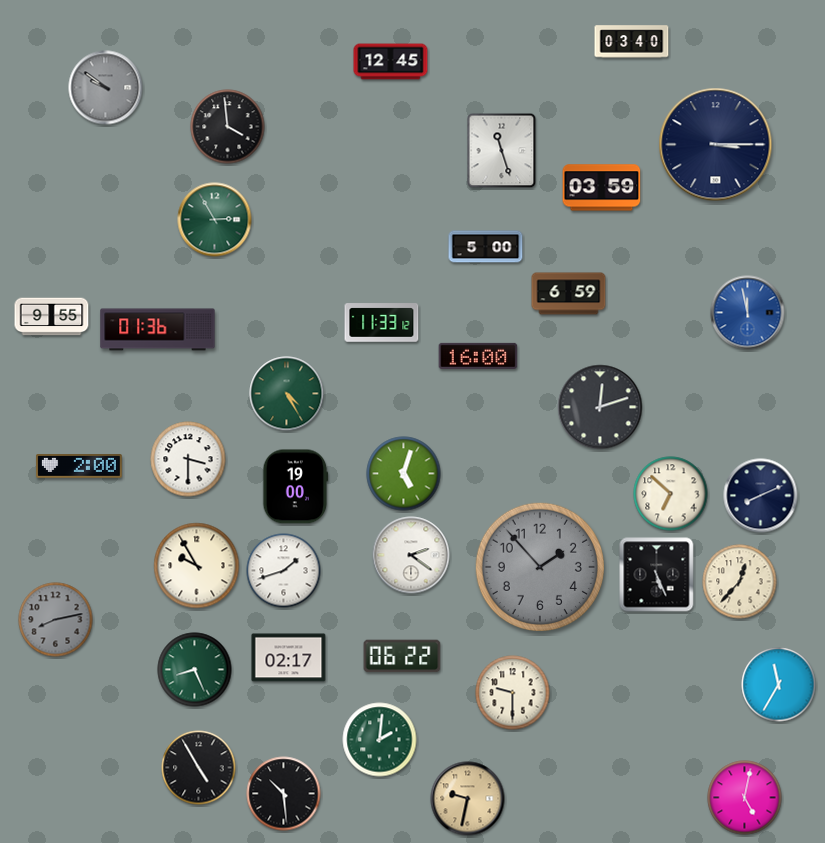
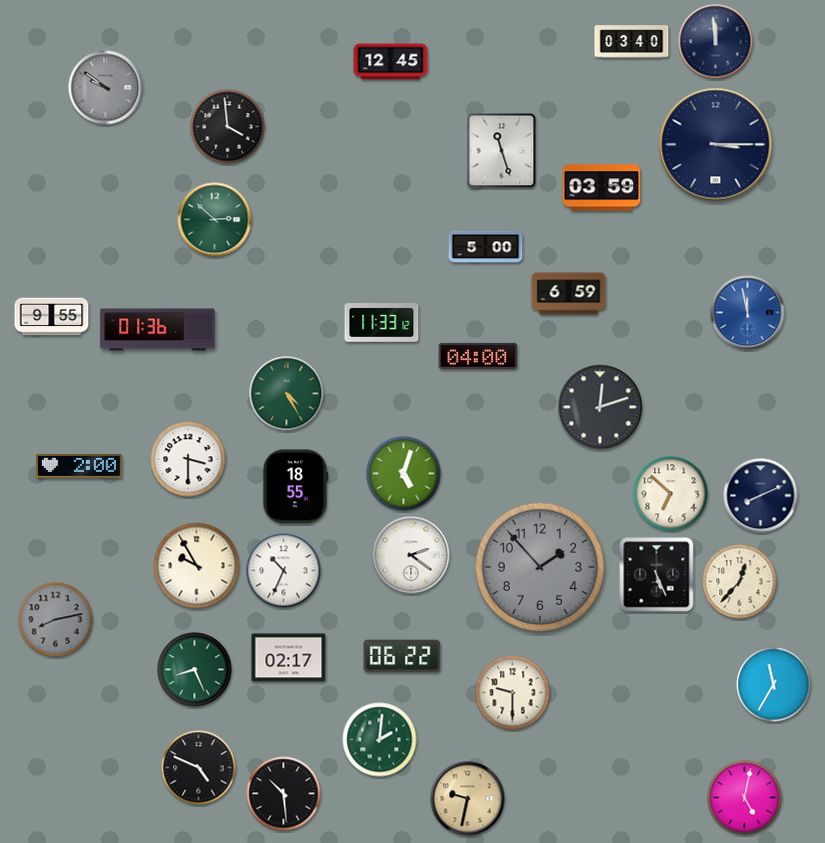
clock at (716, 42): none -> 11:59
clock at (215, 220): 2:55 -> 2:52
clock at (478, 356): 16:00 -> 04:00
clock at (296, 487): 19:00 -> 18:55
clock at (284, 571): 1:42 -> 10:34
clock at (779, 685) position: (779, 685) -> (774, 685)
clock at (199, 768): 4:55 -> 4:49
